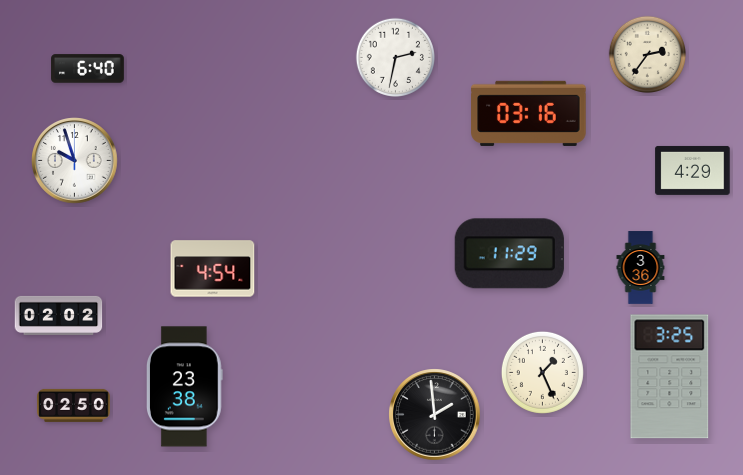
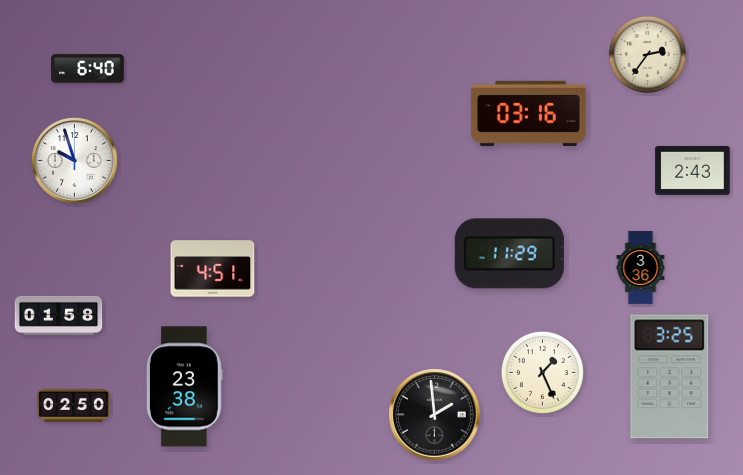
clock at (395, 57): 2:32 -> none
clock at (693, 170): 4:29 -> 2:43
clock at (213, 269): 4:54 -> 4:51
clock at (59, 315): 02:02 -> 01:58
